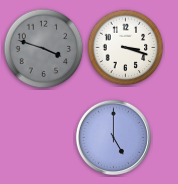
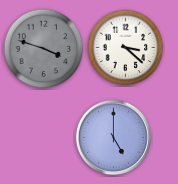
clock at (126, 48): 3:18 -> 3:22
